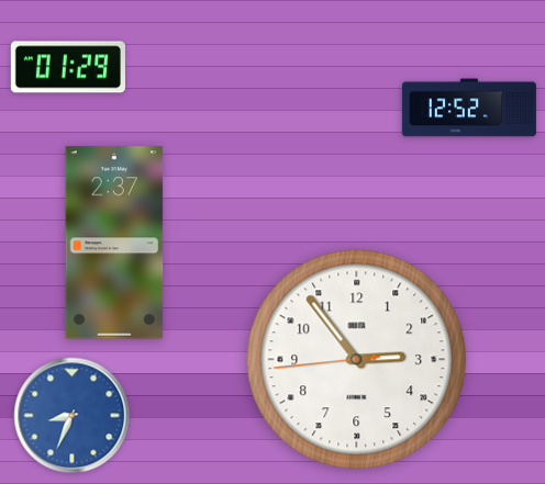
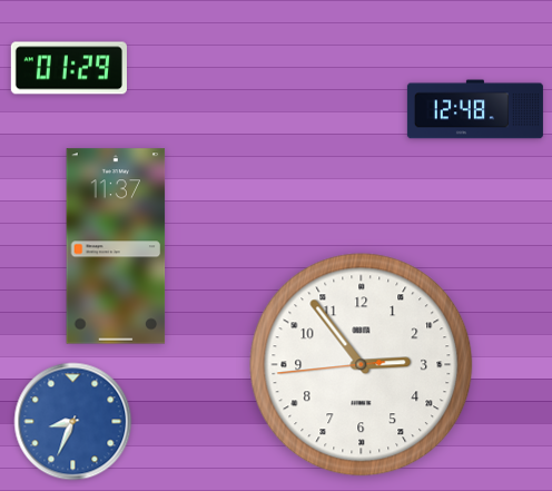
clock at (469, 108): 12:52 -> 12:48
clock at (114, 243): 2:37 -> 11:37
